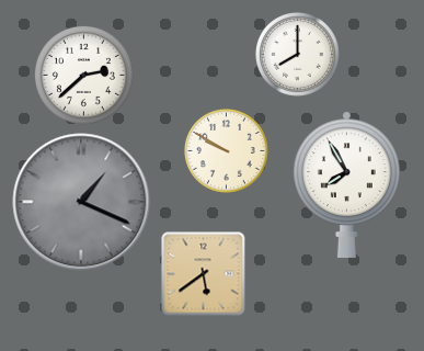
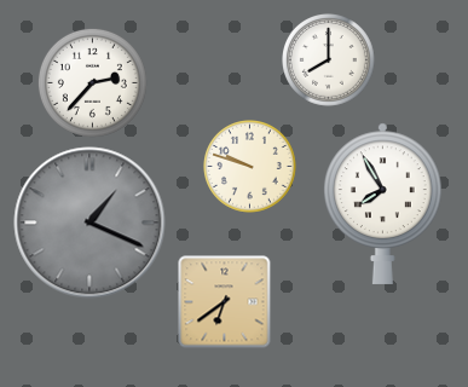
clock at (83, 75): 2:38 -> 2:37
clock at (227, 151): 9:50 -> 9:48
clock at (204, 274): 5:39 -> 6:39
